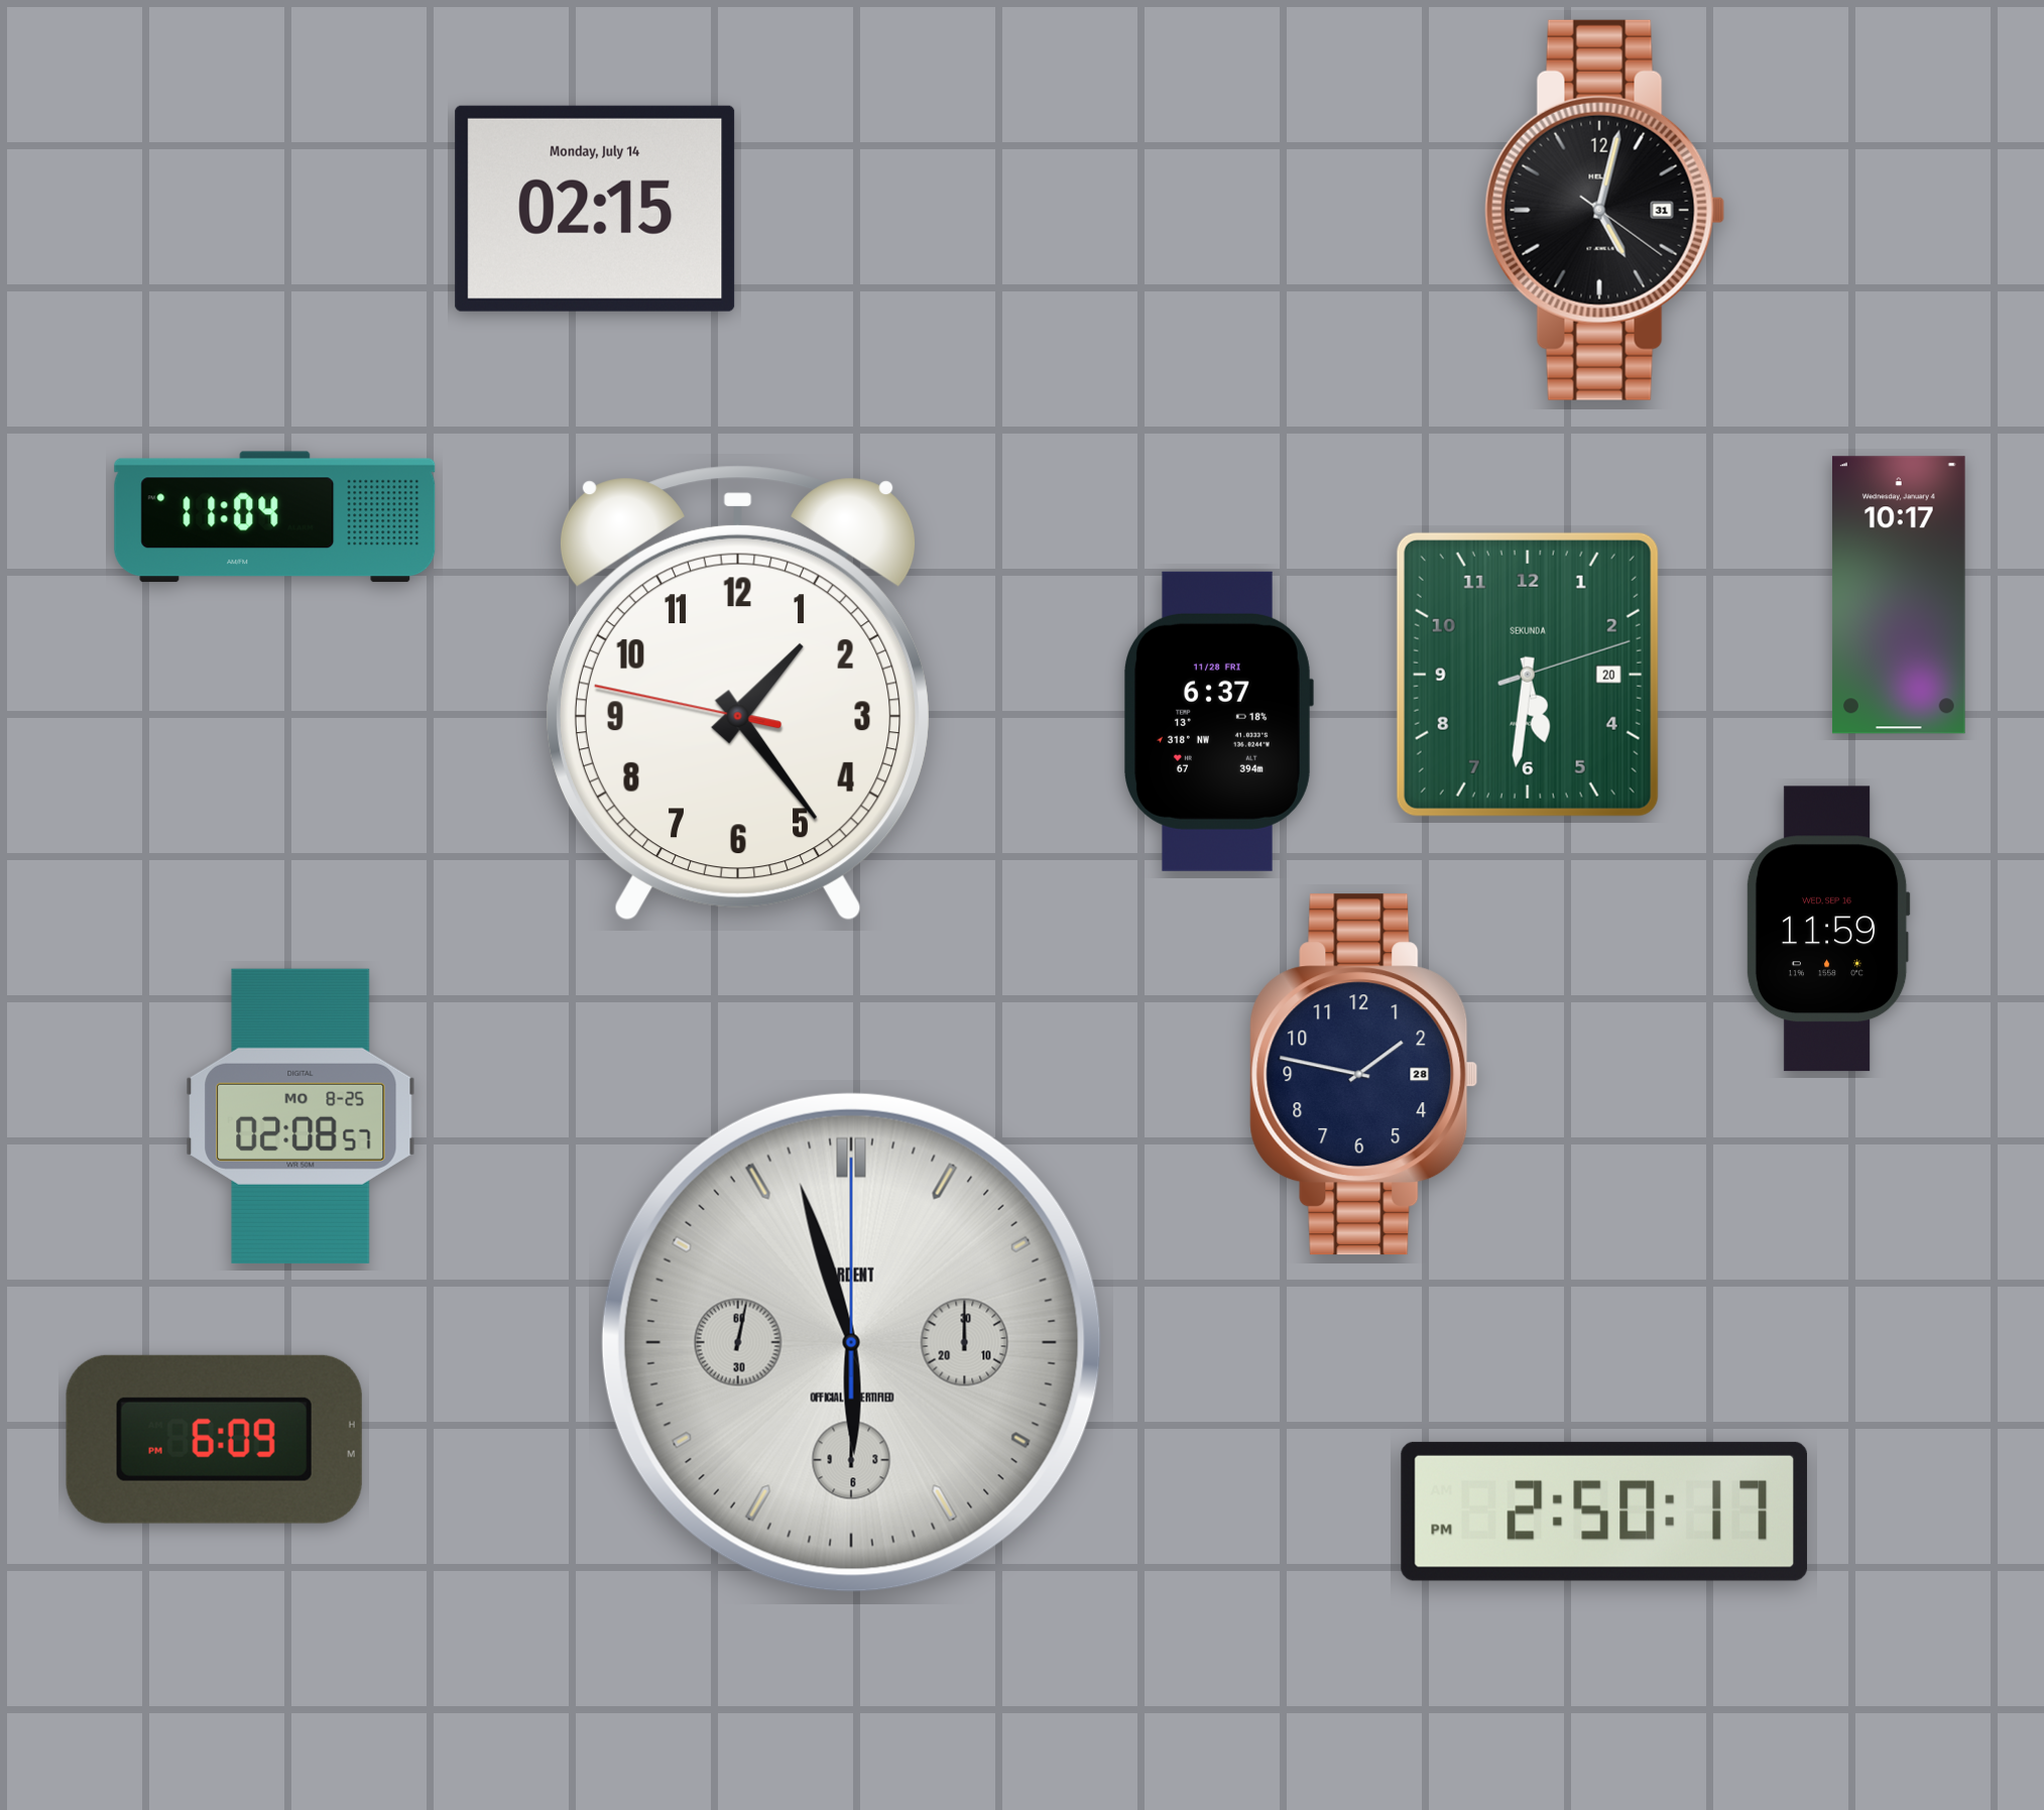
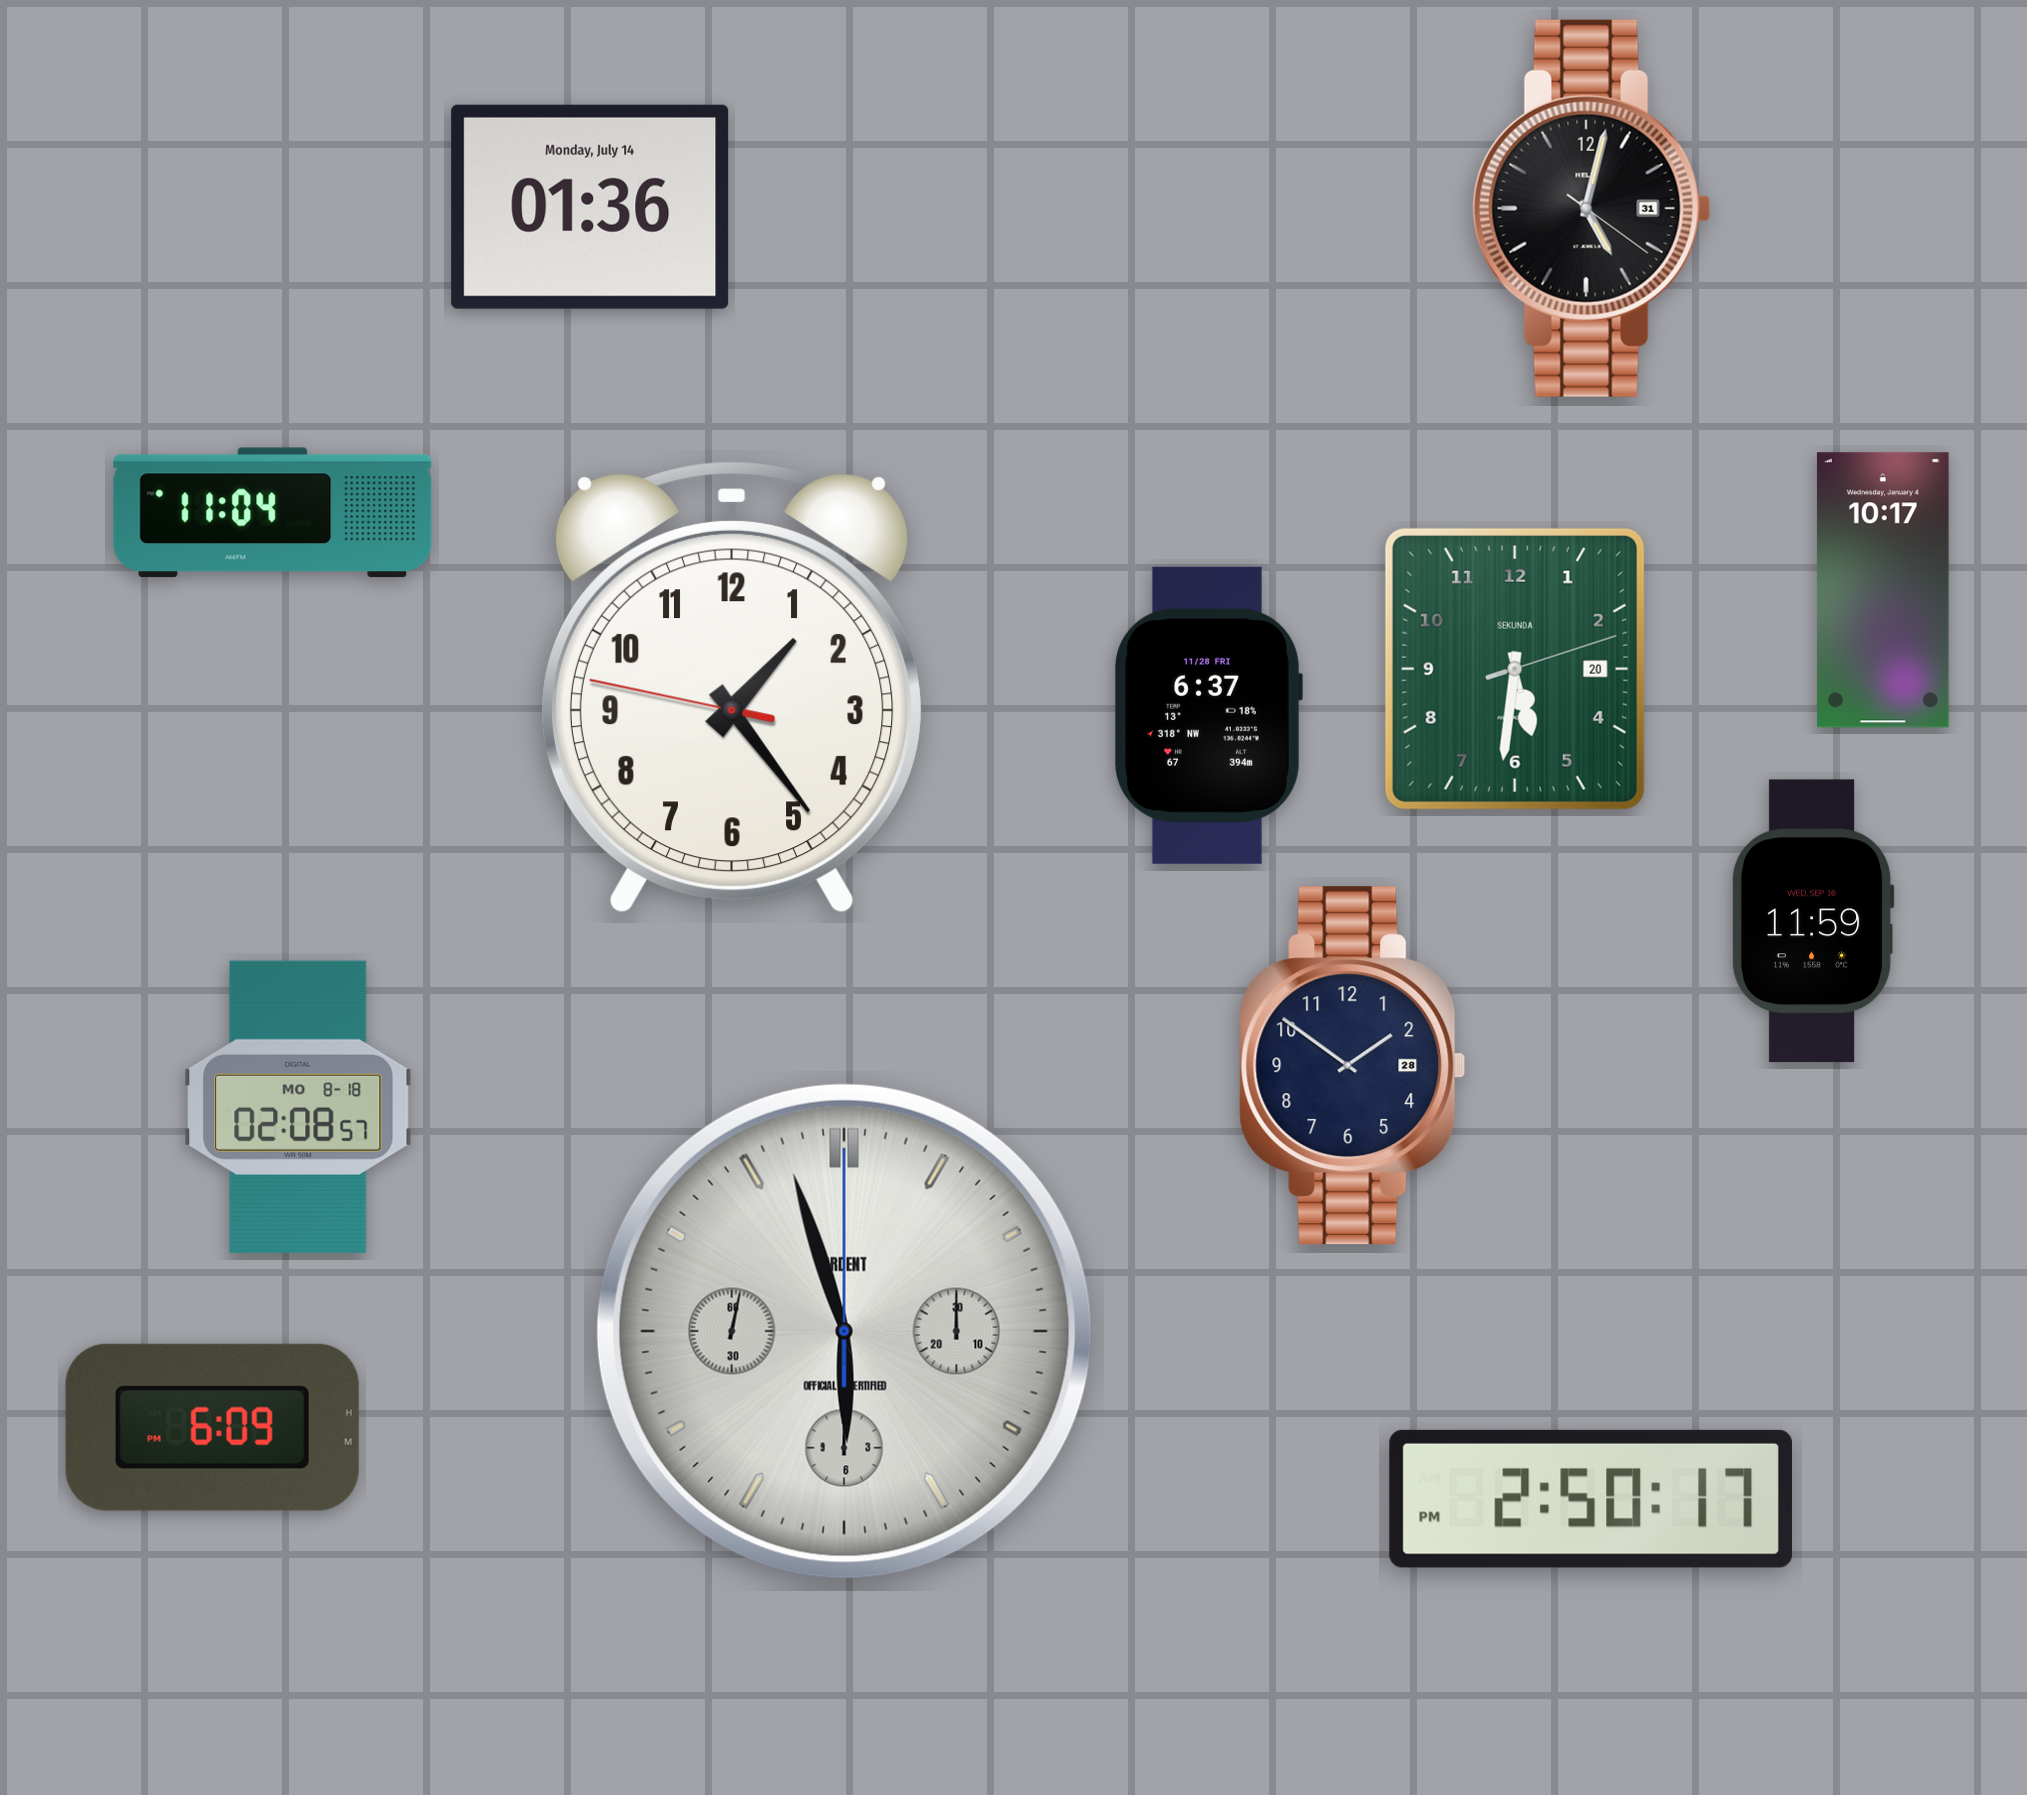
clock at (595, 209): 02:15 -> 01:36
clock at (1364, 1075): 1:47 -> 1:51
clock at (300, 1116) date: MO 8-25 -> MO 8-18
